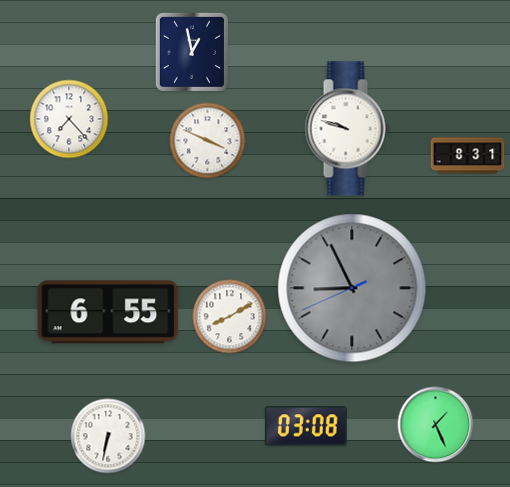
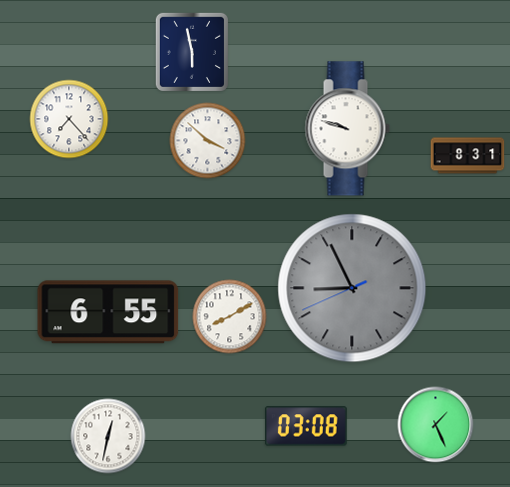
clock at (192, 52): 12:58 -> 5:58
clock at (208, 141): 3:49 -> 3:52
clock at (108, 436): 6:32 -> 12:32
